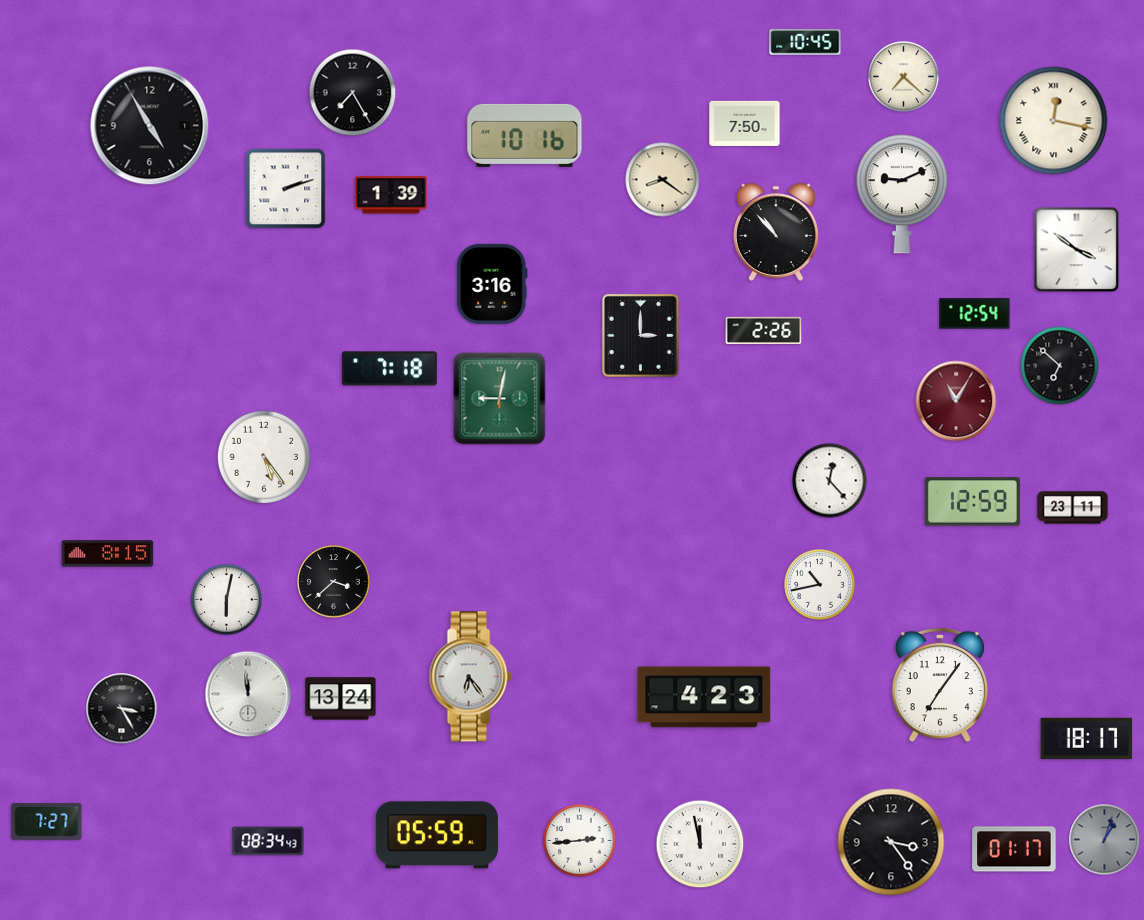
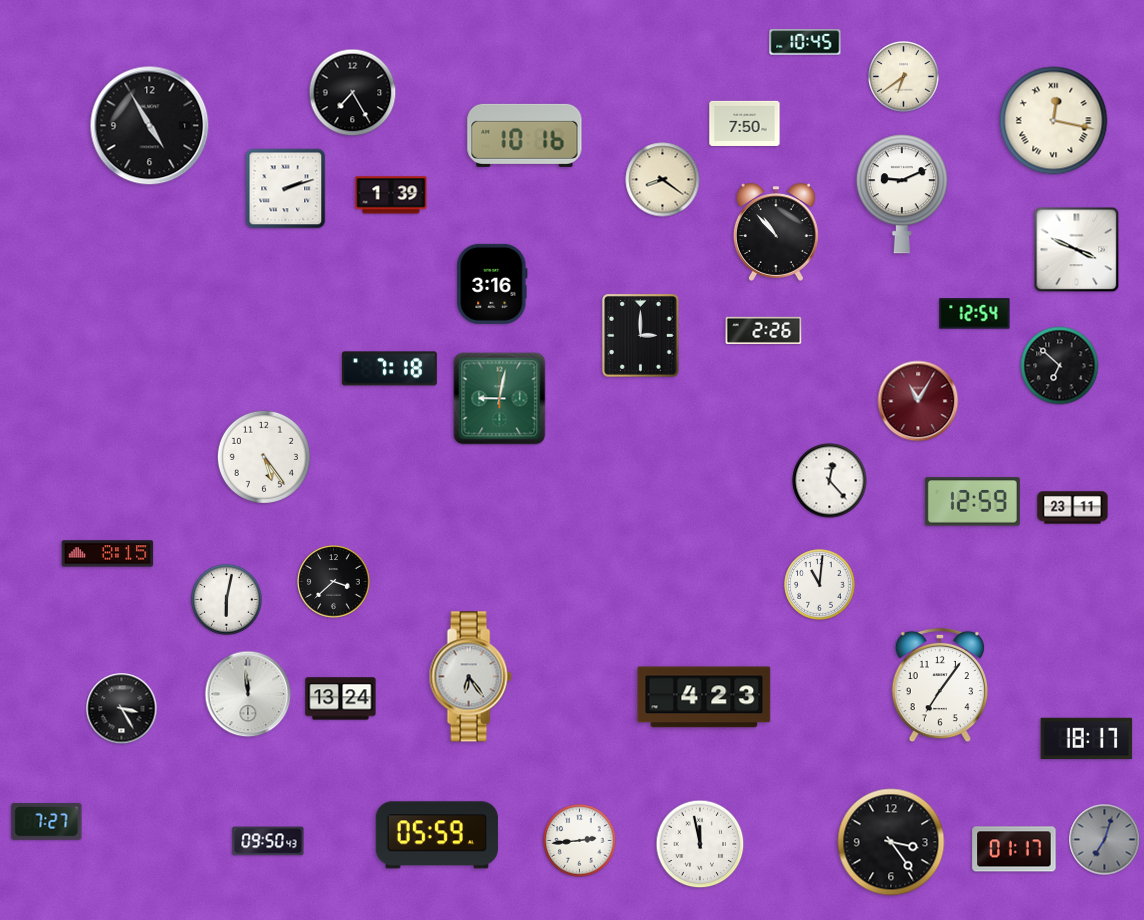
clock at (904, 77): 7:22 -> 6:39
clock at (1077, 250): 3:51 -> 3:49
clock at (956, 401) position: (956, 401) -> (918, 401)
clock at (820, 585): 10:43 -> 11:01
clock at (1105, 840): 1:03 -> 7:03
clock at (268, 841): 08:34 -> 09:50
